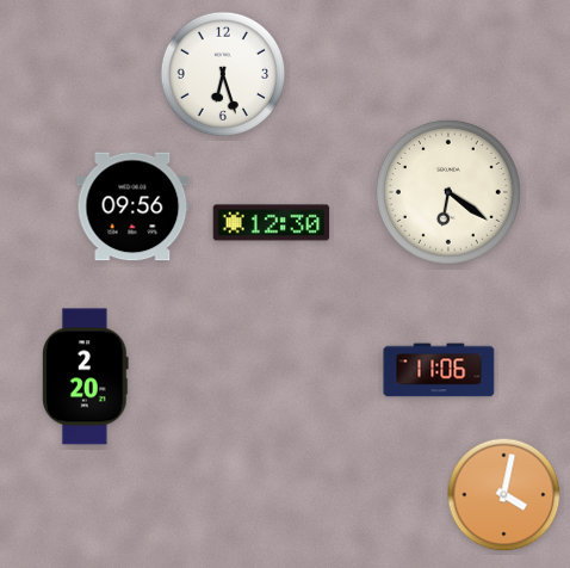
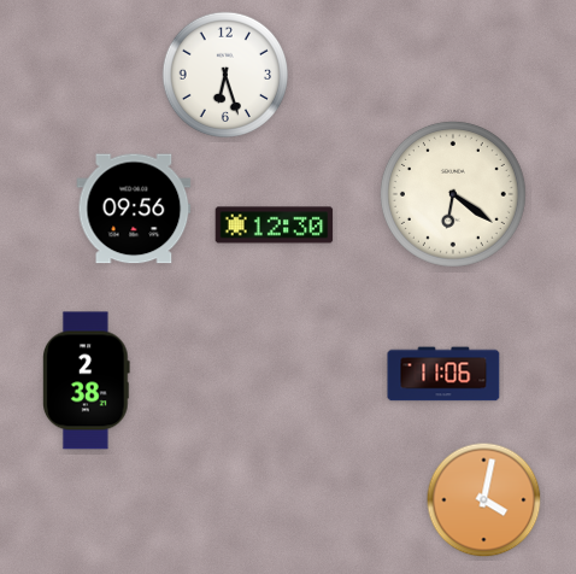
clock at (86, 377): 2:20 -> 2:38
clock at (504, 495) position: (504, 495) -> (484, 500)
